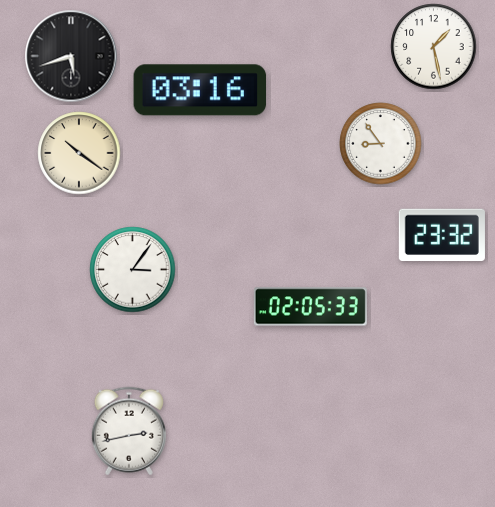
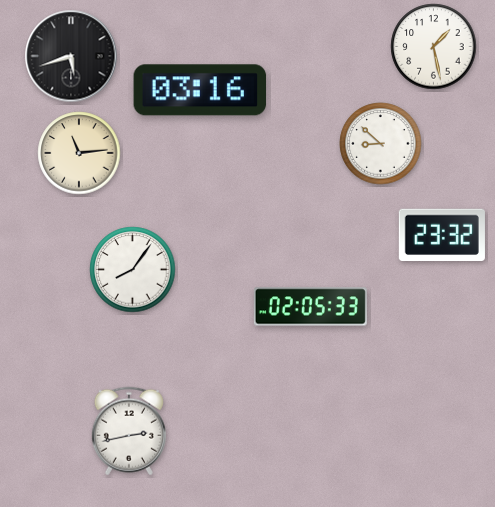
clock at (381, 144): 8:54 -> 8:52
clock at (79, 153): 10:21 -> 11:14
clock at (133, 270): 3:06 -> 8:06
